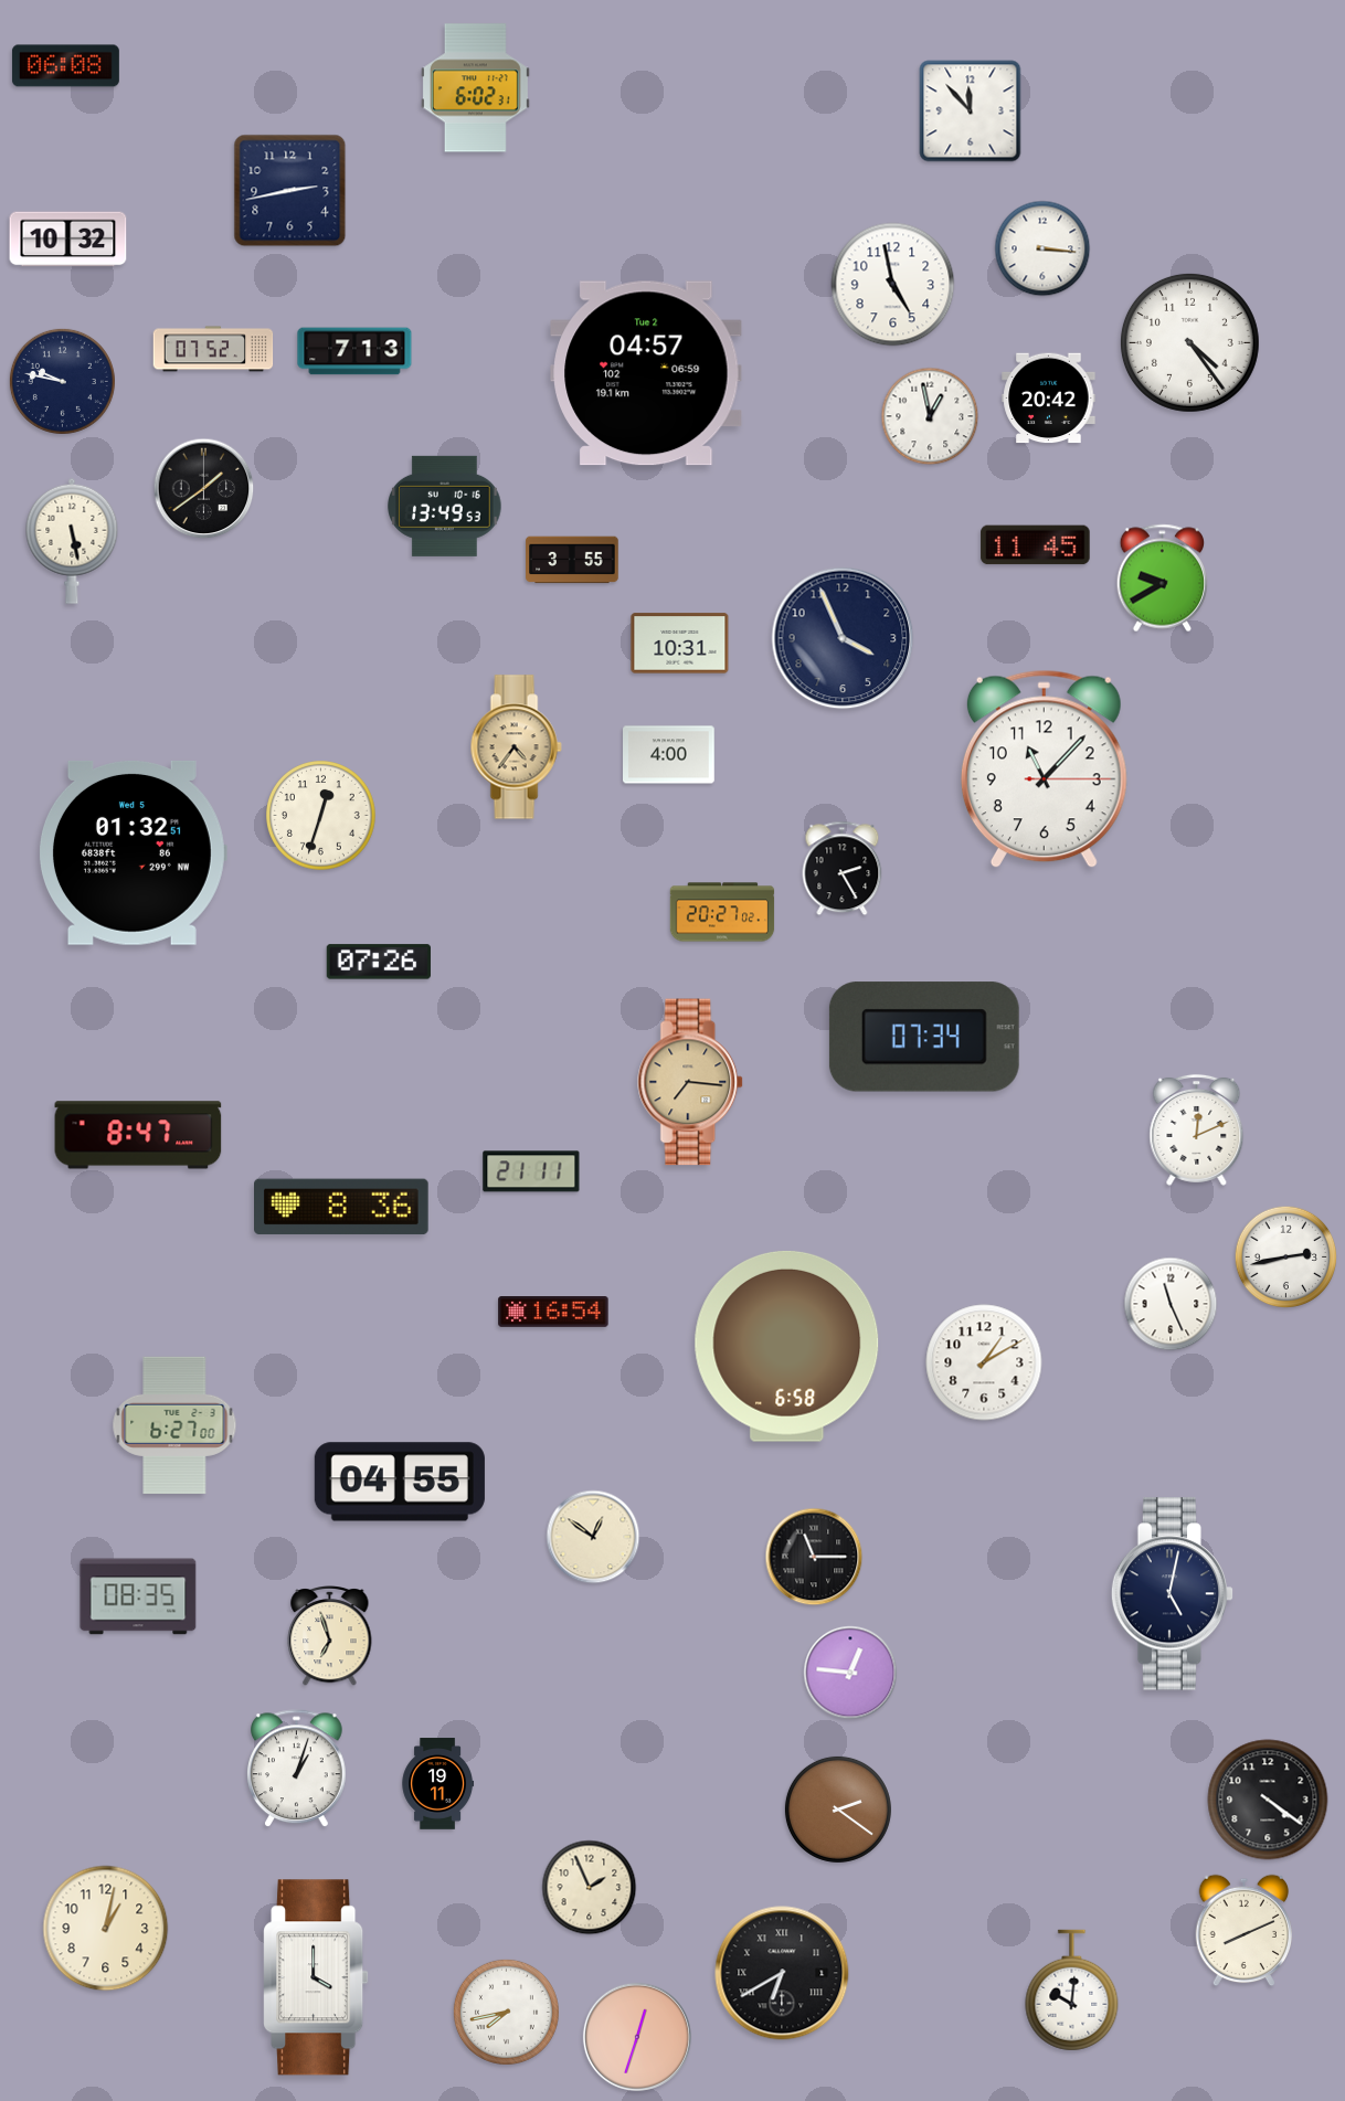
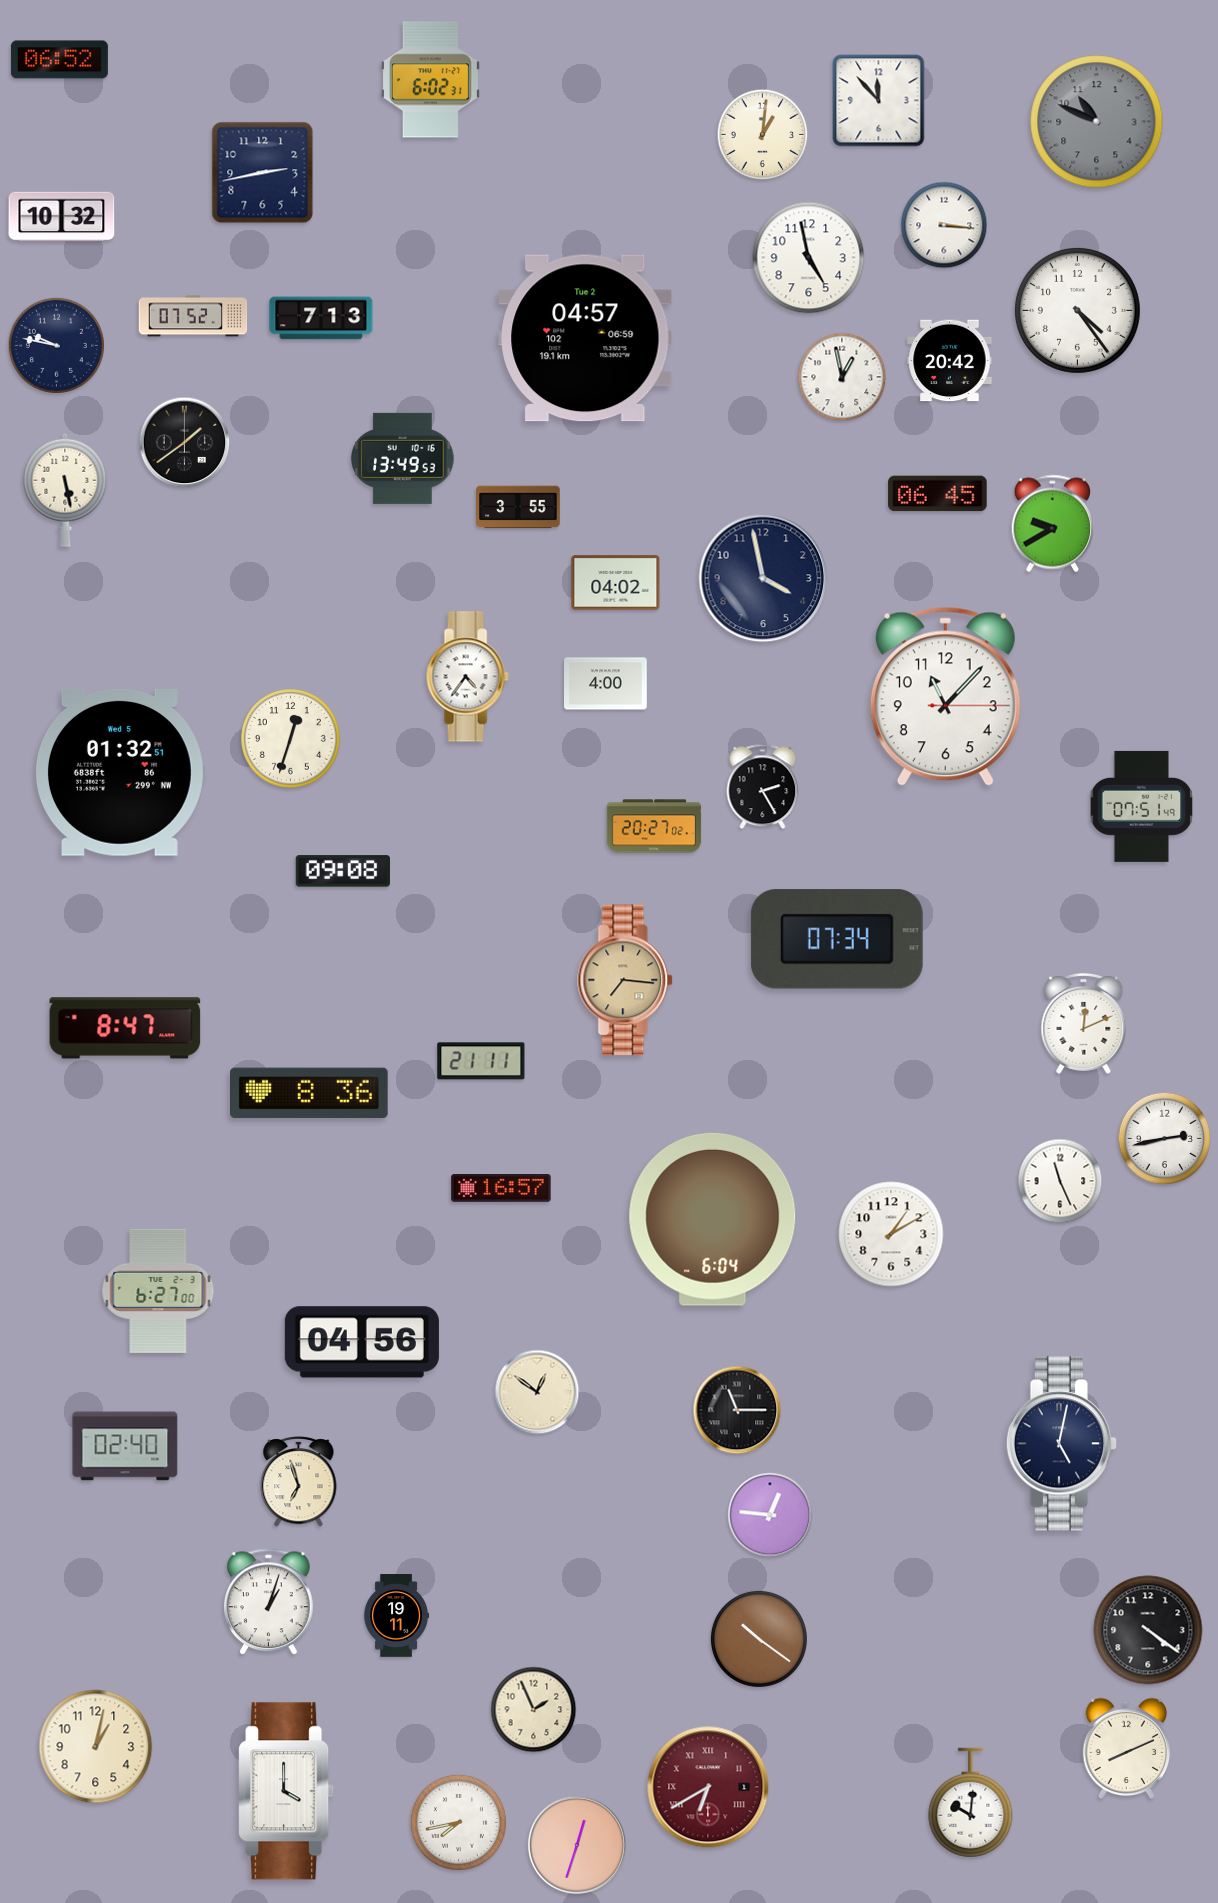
clock at (65, 66): 06:08 -> 06:52
clock at (1097, 122): none -> 10:49
clock at (763, 135): none -> 1:01
clock at (1036, 545): 11:45 -> 06:45
clock at (843, 638): 3:56 -> 3:58
clock at (680, 644): 10:31 -> 04:02
clock at (516, 747) dial: champagne -> white
clock at (1142, 806): none -> 07:51
clock at (379, 962): 07:26 -> 09:08
clock at (553, 1313): 16:54 -> 16:57
clock at (787, 1346): 6:58 -> 6:04
clock at (400, 1482): 04:55 -> 04:56
clock at (138, 1596): 08:35 -> 02:40
clock at (838, 1810): 2:21 -> 10:21
clock at (782, 1973) dial: black -> burgundy
